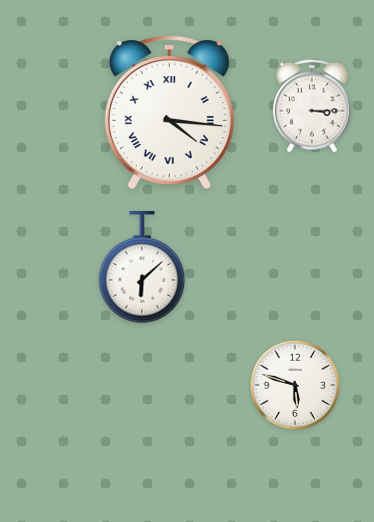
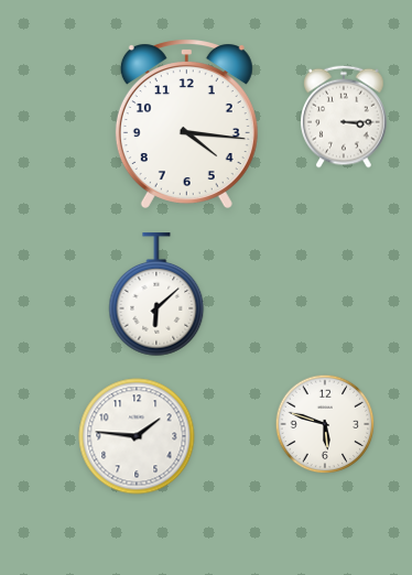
clock at (169, 112) numerals: Roman -> Arabic
clock at (137, 436): none -> 1:46
